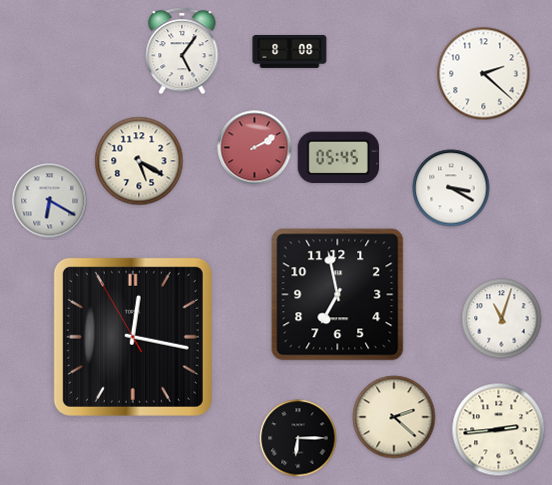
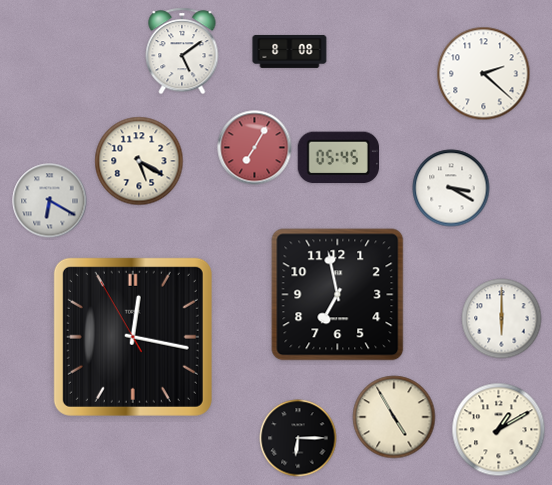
clock at (182, 51): 5:06 -> 5:09
clock at (255, 148): 2:10 -> 7:05
clock at (502, 319): 11:03 -> 6:00
clock at (394, 417): 2:22 -> 4:55
clock at (499, 430): 2:44 -> 1:10
